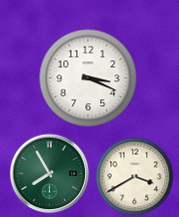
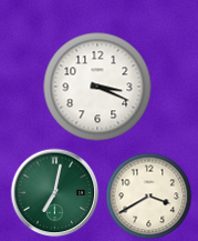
clock at (49, 173): 7:55 -> 7:02
